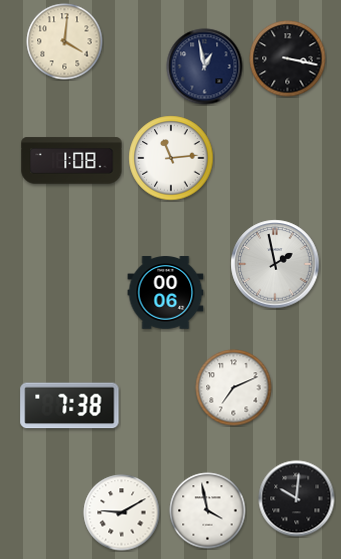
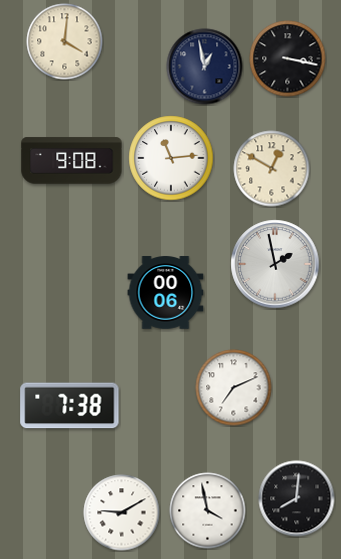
clock at (72, 161): 1:08 -> 9:08
clock at (272, 169): none -> 12:50
clock at (297, 499): 10:01 -> 8:01
